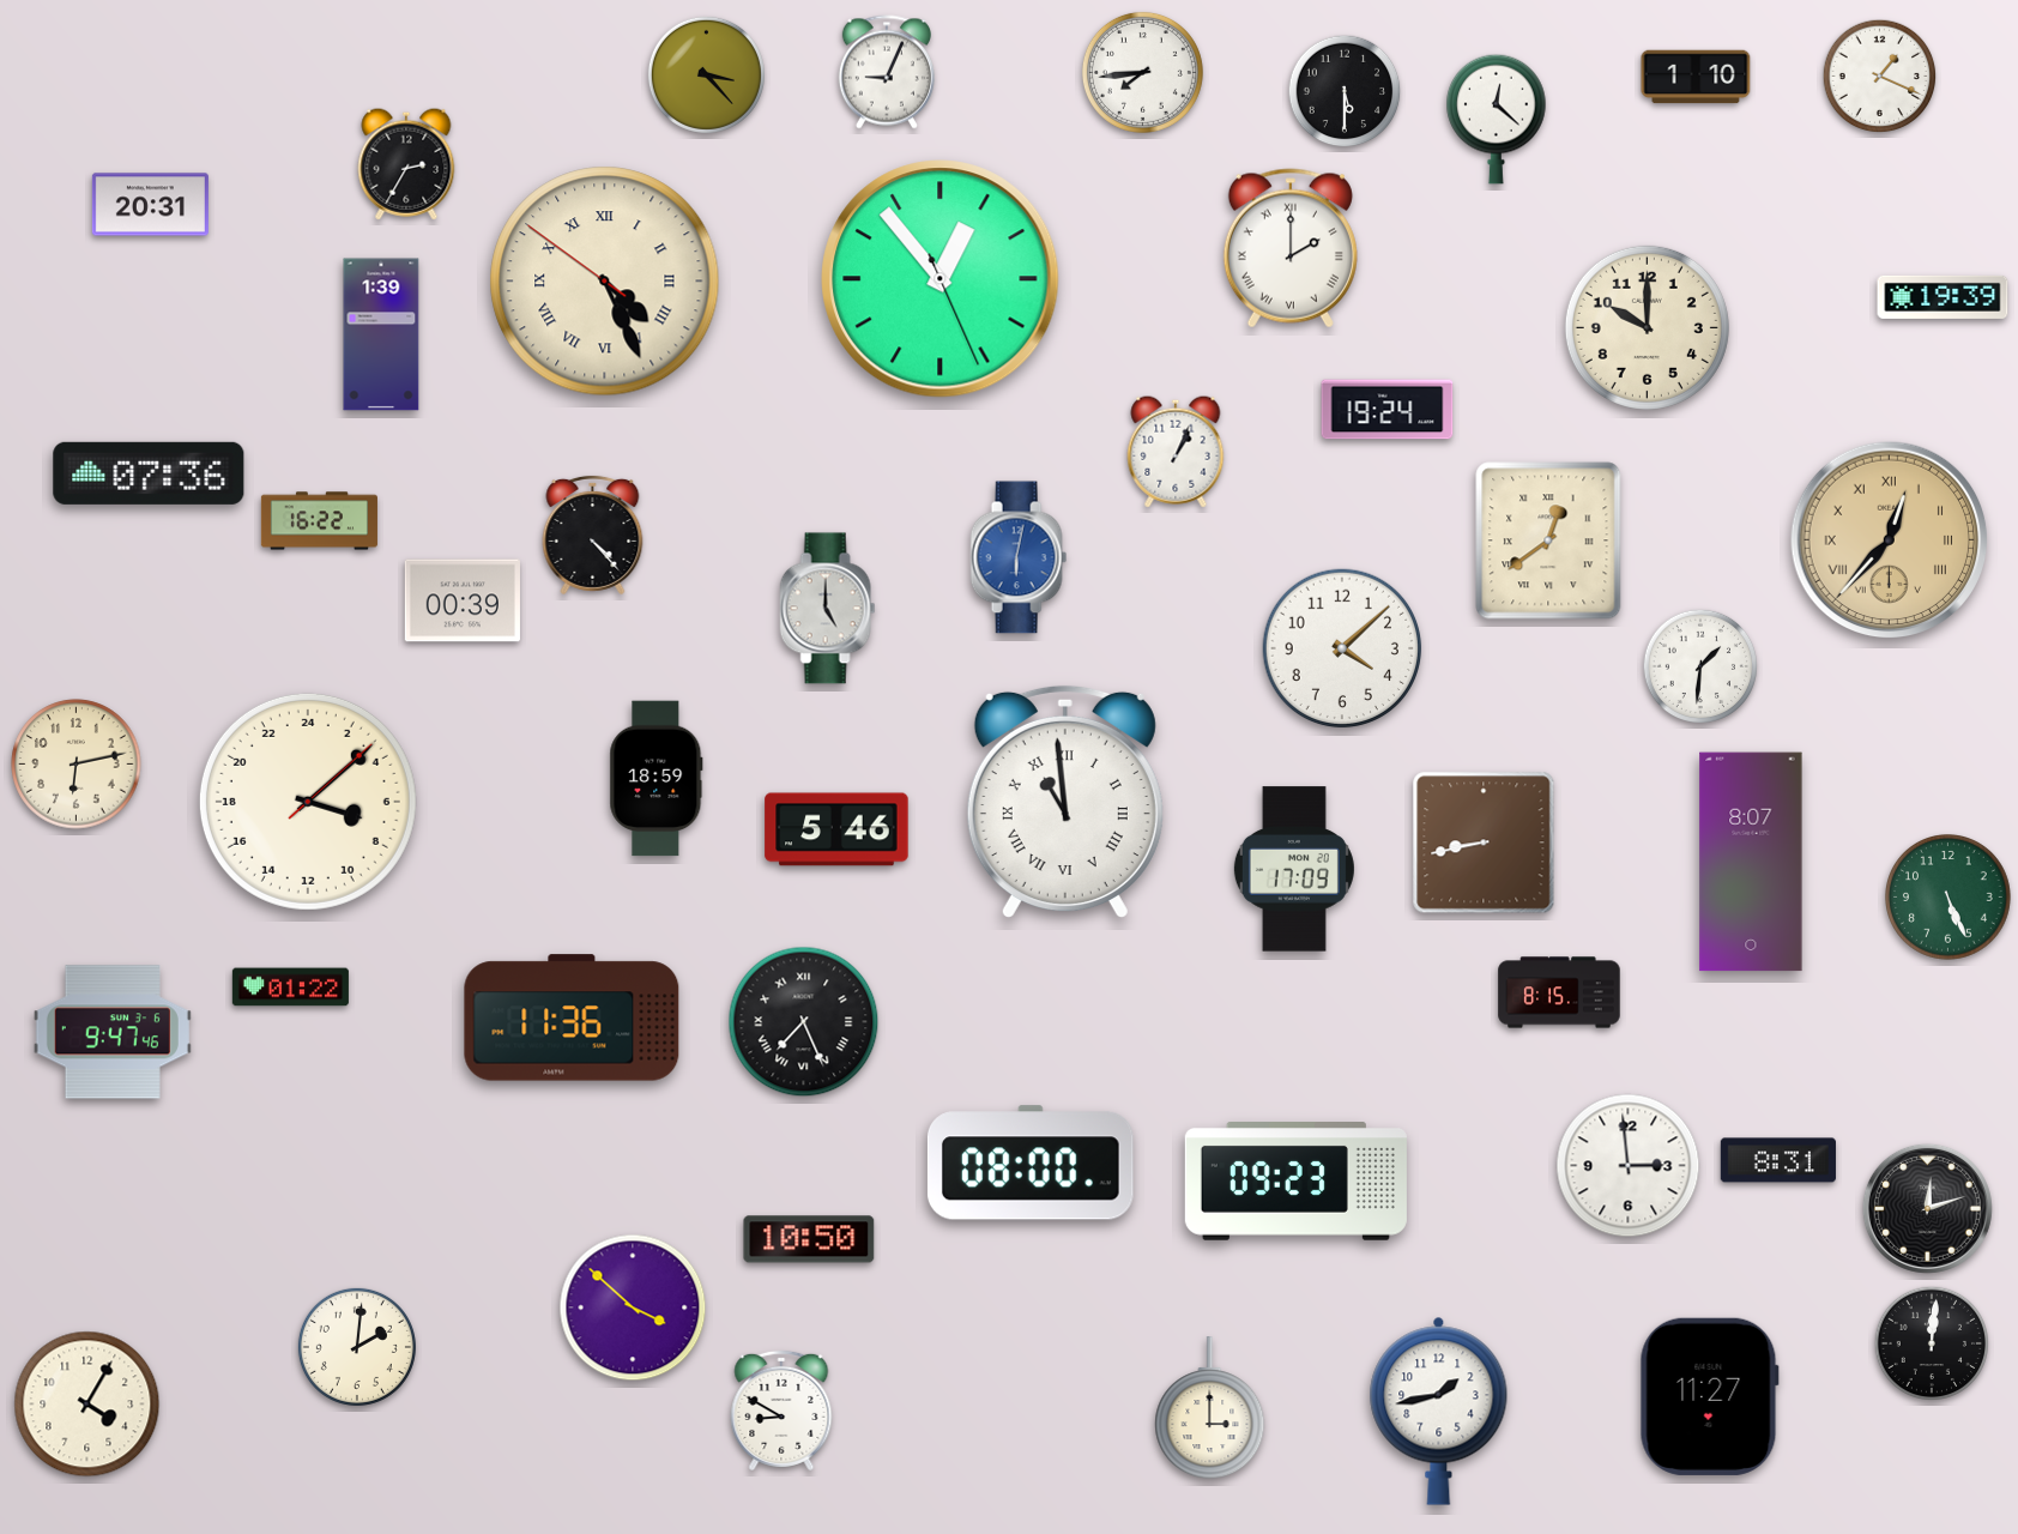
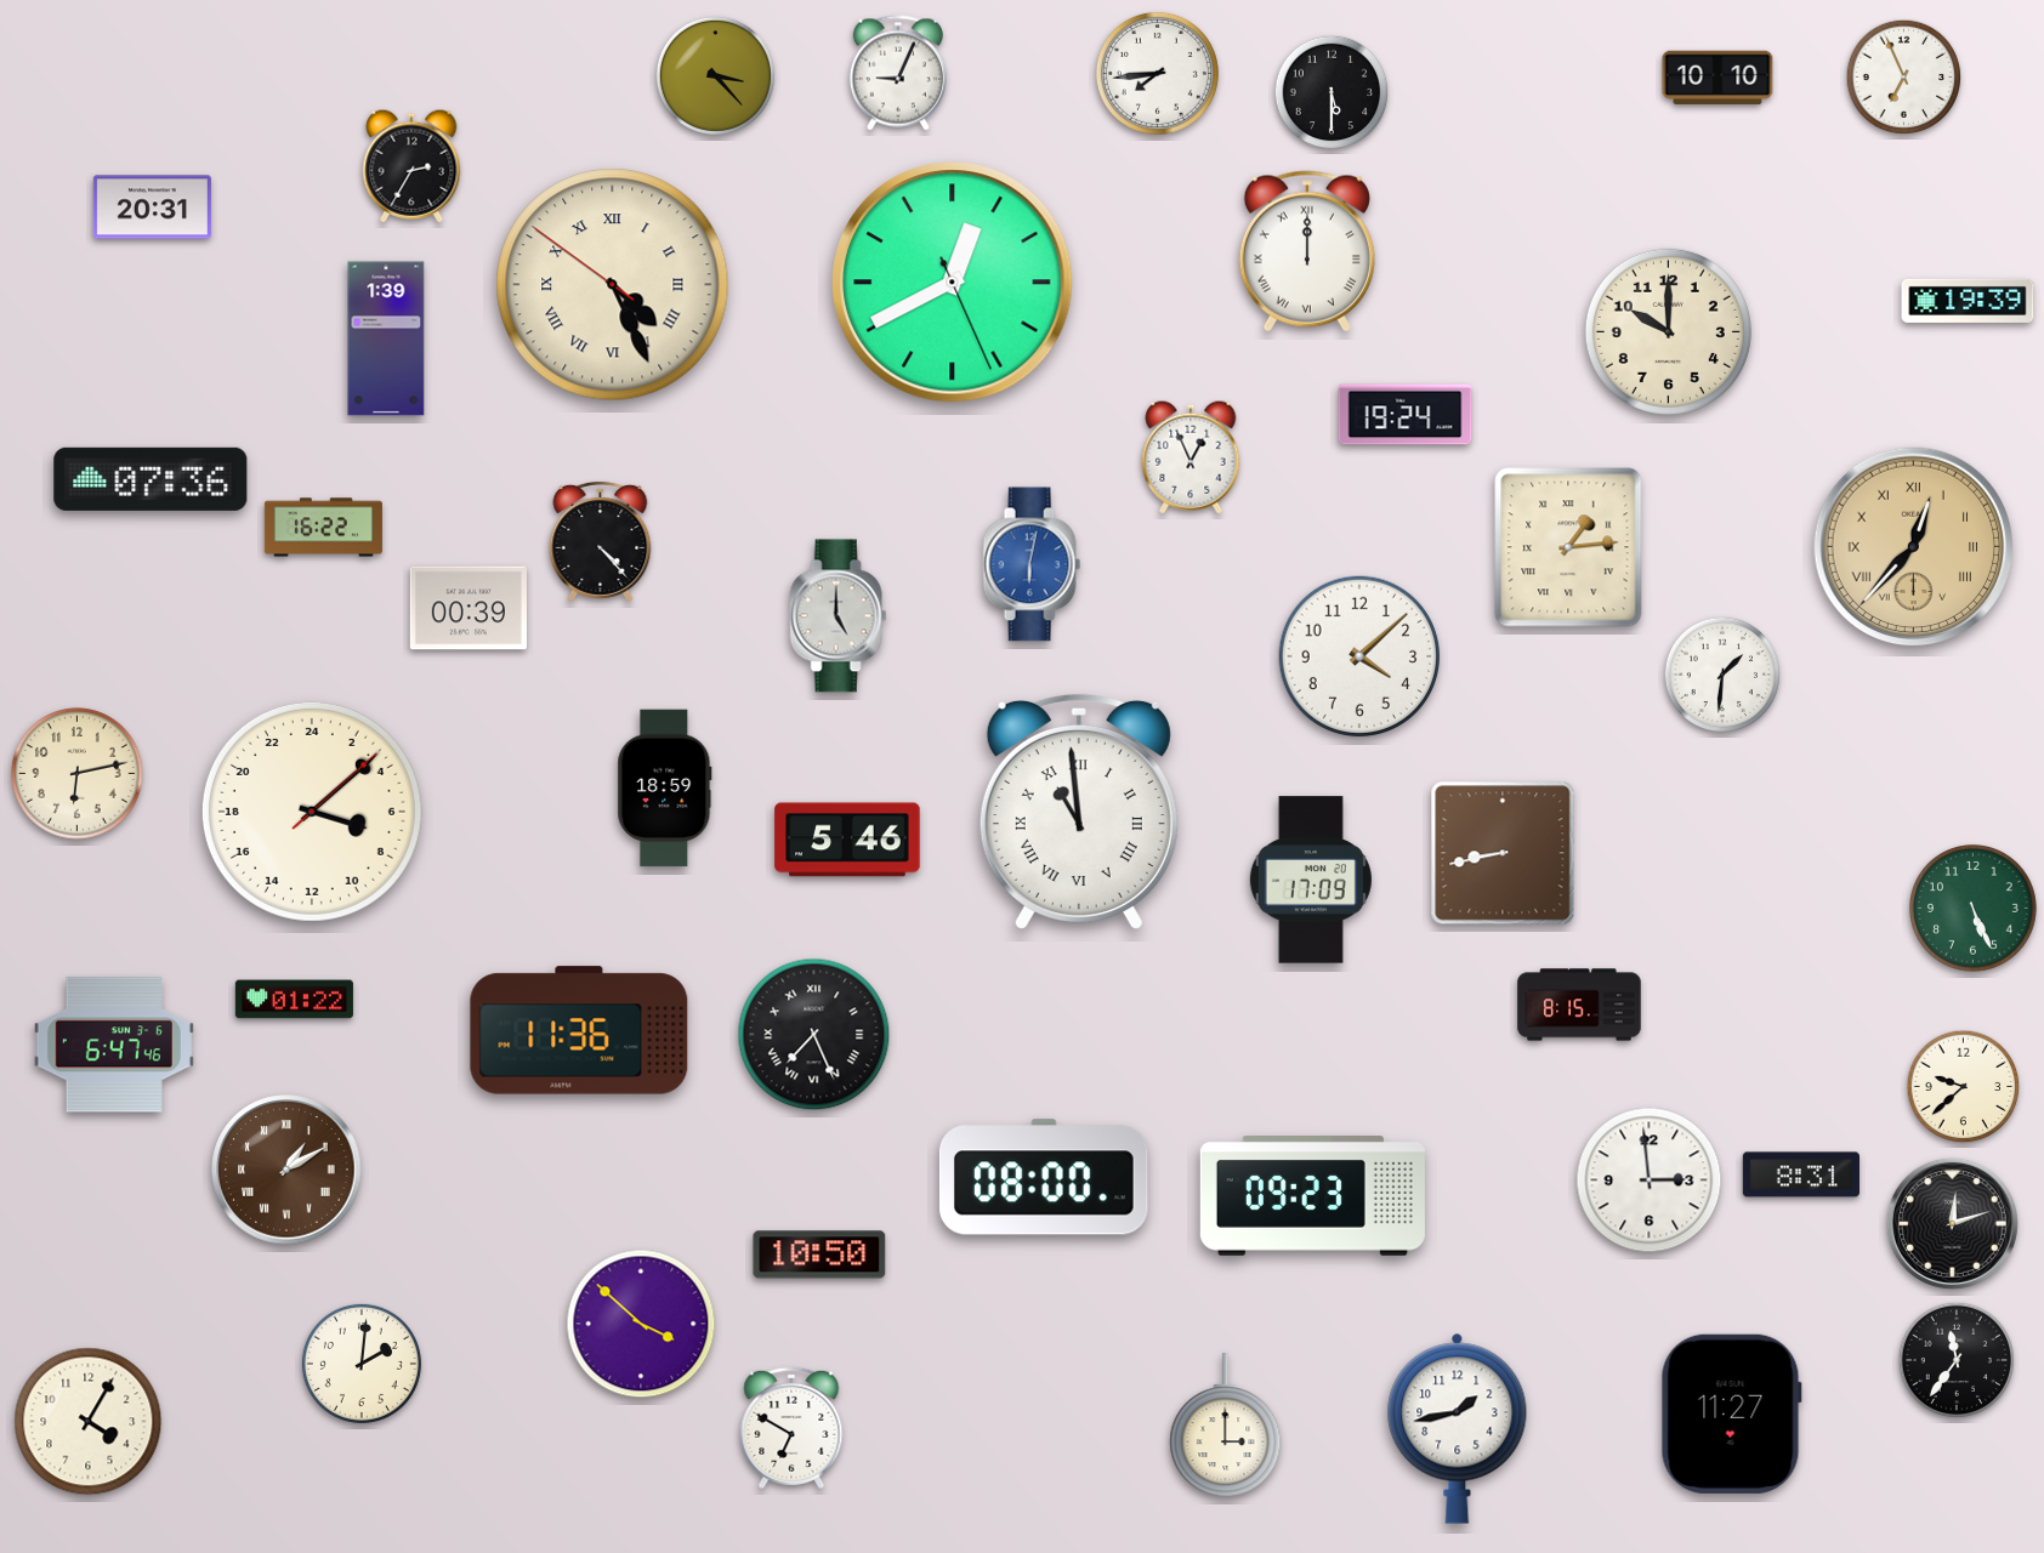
clock at (1696, 77): 1:10 -> 10:10
clock at (1880, 77): 1:19 -> 6:56
clock at (1345, 91) position: (1345, 91) -> (1332, 92)
clock at (1497, 119): 12:22 -> none
clock at (1291, 248): 2:00 -> 12:00
clock at (941, 279): 12:53 -> 12:40
clock at (1176, 452): 1:04 -> 12:56
clock at (1548, 540): 12:39 -> 1:14
clock at (1751, 862): 8:07 -> none
clock at (113, 1032): 9:47 -> 6:47
clock at (1964, 1087): none -> 9:38
clock at (286, 1170): none -> 1:10
clock at (1932, 1343): 12:01 -> 11:36
clock at (781, 1411): 8:50 -> 6:50
